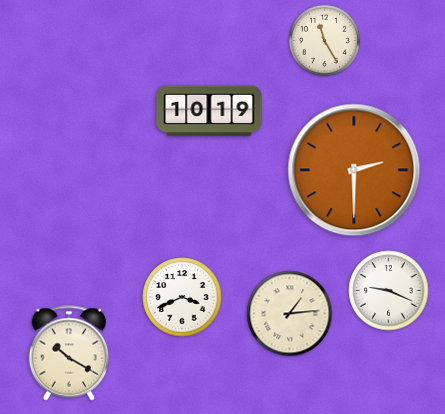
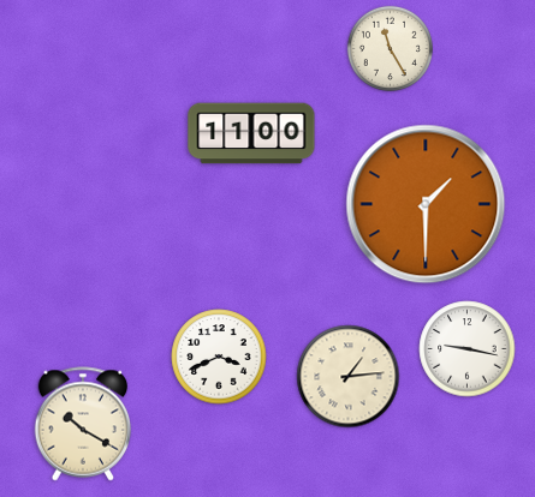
clock at (209, 111): 10:19 -> 11:00
clock at (354, 170): 2:30 -> 1:30
clock at (389, 291): 9:19 -> 9:17
